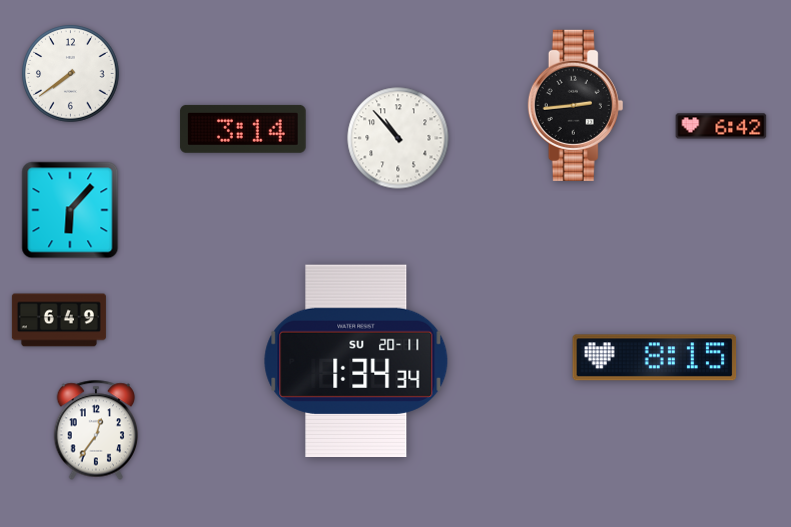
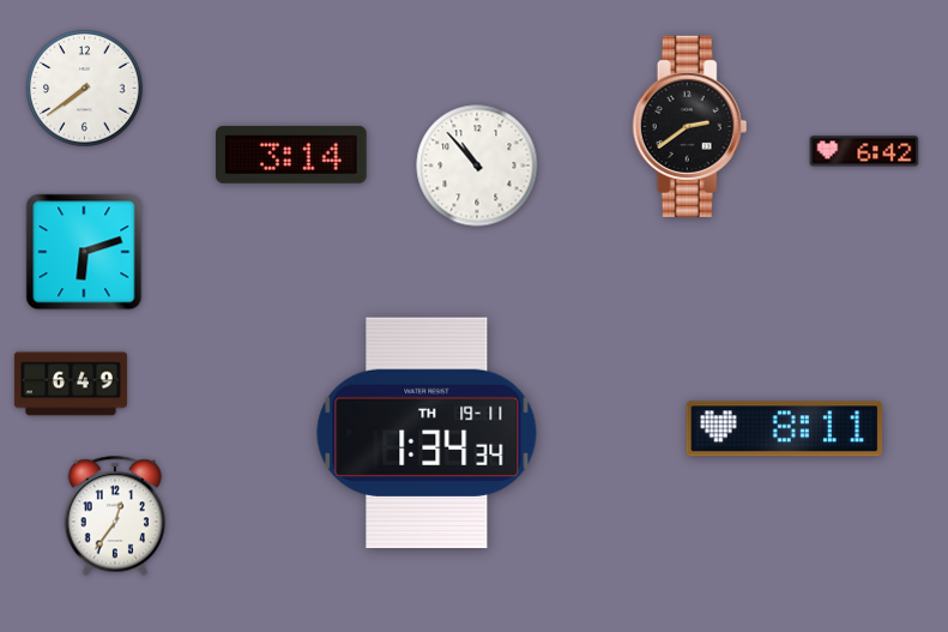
clock at (576, 105): 2:44 -> 2:39
clock at (70, 210): 6:07 -> 6:12
clock at (655, 358): 8:15 -> 8:11
clock at (356, 360) date: SU 20-11 -> TH 19-11
